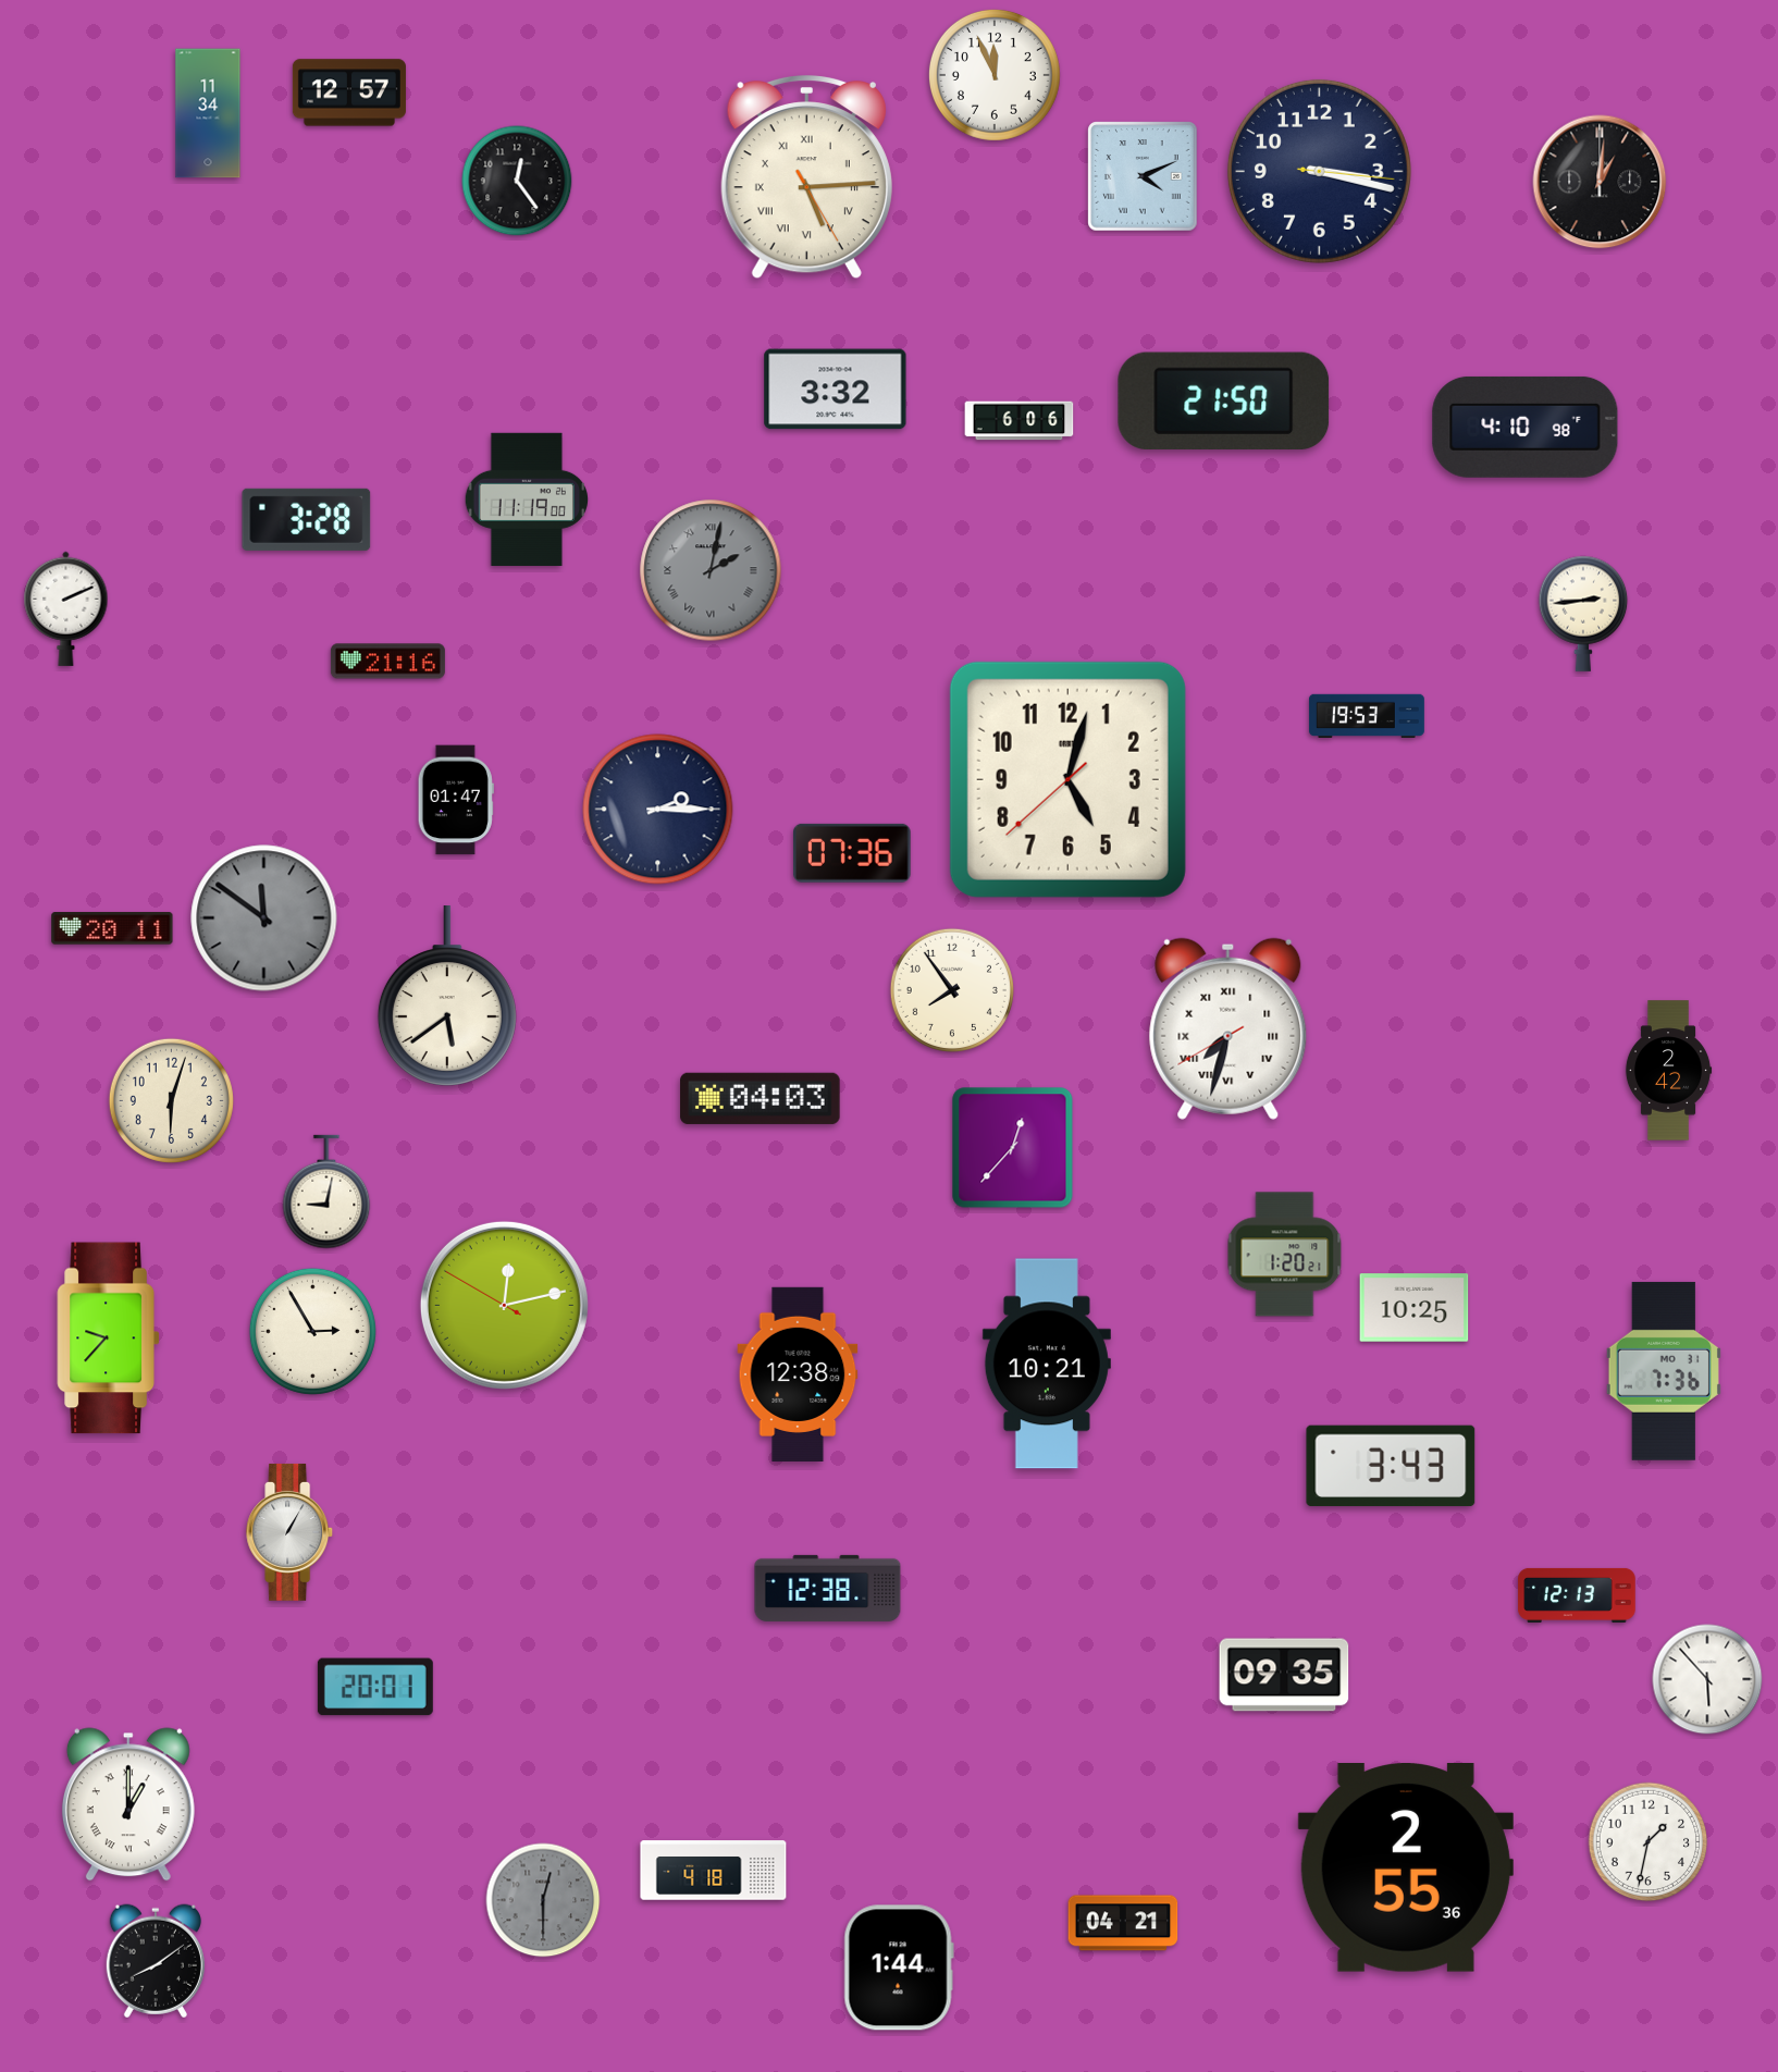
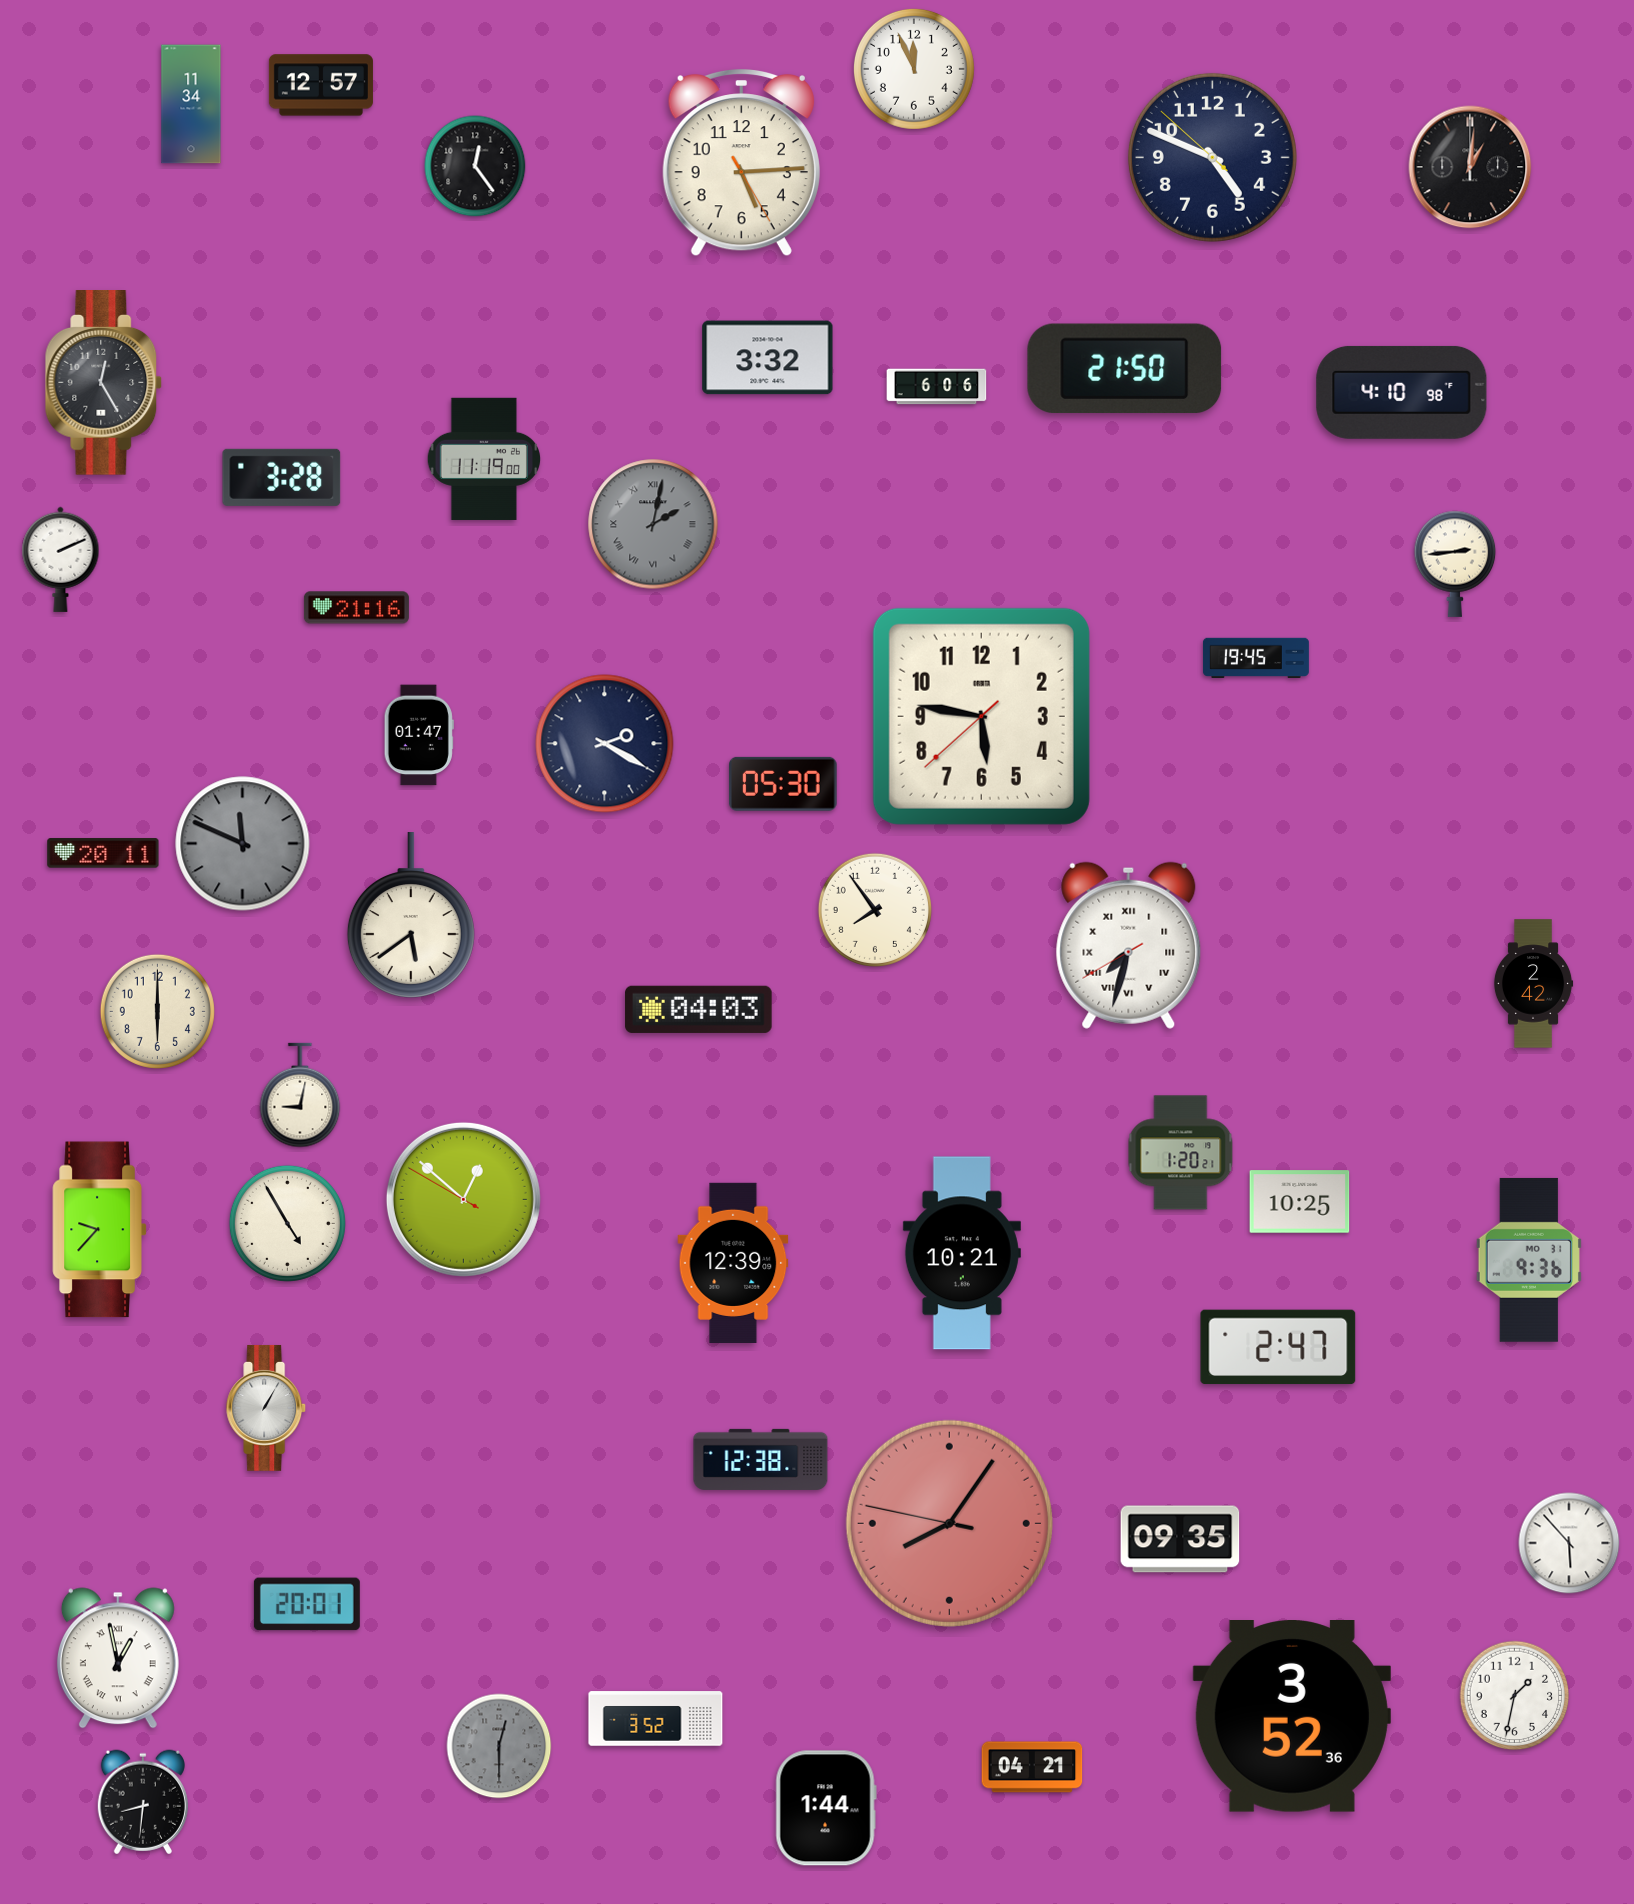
clock at (1319, 171): 3:17 -> 4:48
clock at (1143, 176): 4:11 -> none
clock at (806, 177) numerals: Roman -> Arabic
clock at (104, 383): none -> 12:25
clock at (1367, 715): 19:53 -> 19:45
clock at (1067, 779): 5:02 -> 5:46
clock at (658, 810): 2:15 -> 2:20
clock at (852, 853): 07:36 -> 05:30
clock at (264, 918): 11:51 -> 11:49
clock at (171, 1100): 6:03 -> 6:00
clock at (1013, 1148): 12:37 -> none
clock at (504, 1305): 12:12 -> 12:51
clock at (312, 1331): 2:55 -> 4:55
clock at (1664, 1371): 7:36 -> 9:36
clock at (798, 1374): 12:38 -> 12:39
clock at (1391, 1466): 3:43 -> 2:47
clock at (1577, 1595): 12:13 -> none
clock at (949, 1523): none -> 8:05
clock at (375, 1687) position: (375, 1687) -> (307, 1604)
clock at (128, 1804): 1:00 -> 12:58
clock at (1649, 1842) position: (1649, 1842) -> (1515, 1696)
clock at (1406, 1868): 2:55 -> 3:52
clock at (714, 1871): 4:18 -> 3:52
clock at (156, 1961): 8:09 -> 8:31
